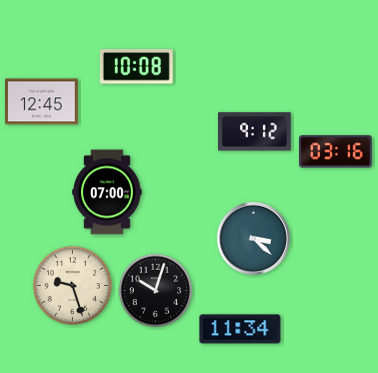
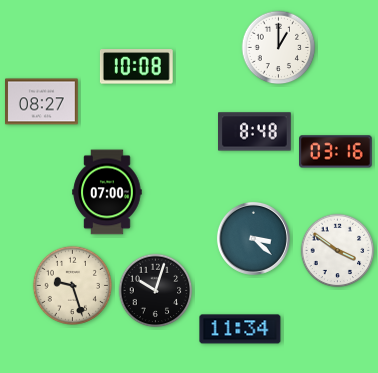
clock at (279, 48): none -> 1:00
clock at (42, 102): 12:45 -> 08:27
clock at (255, 132): 9:12 -> 8:48
clock at (338, 251): none -> 3:51
